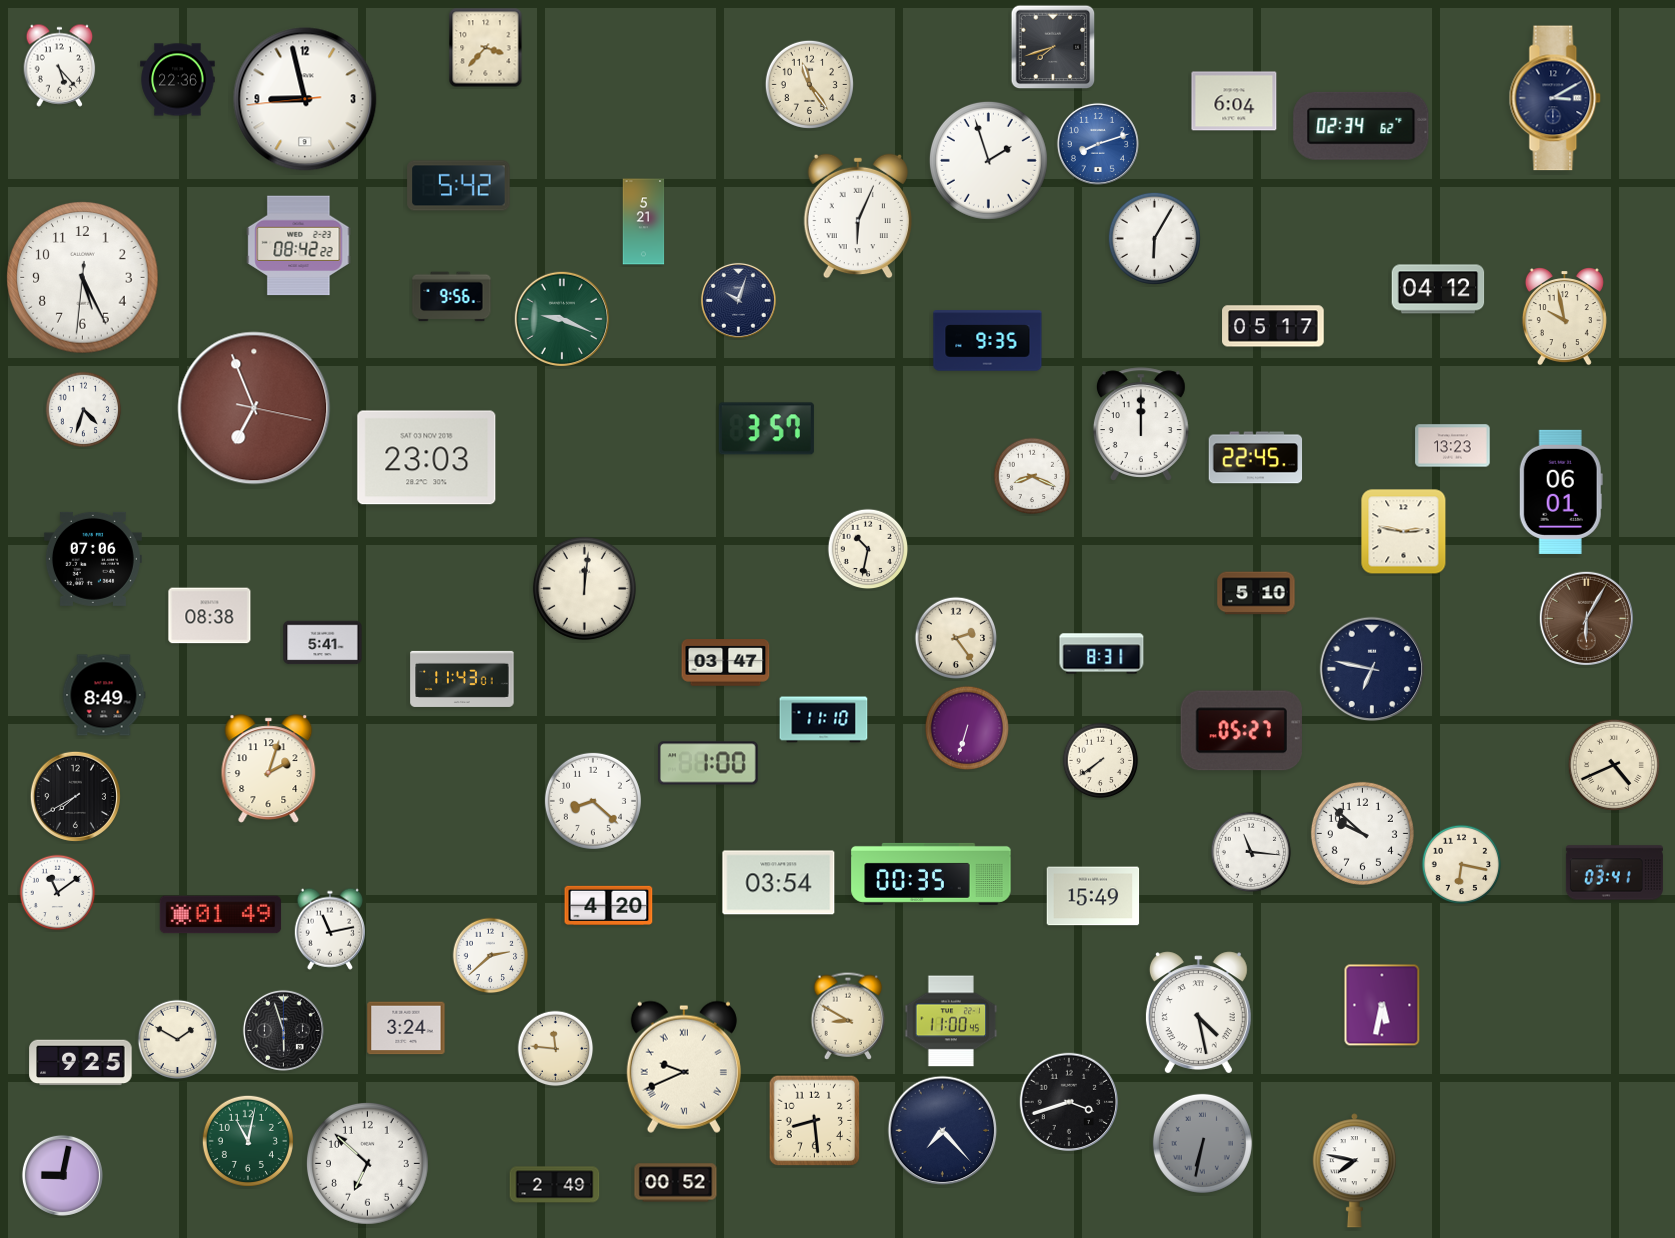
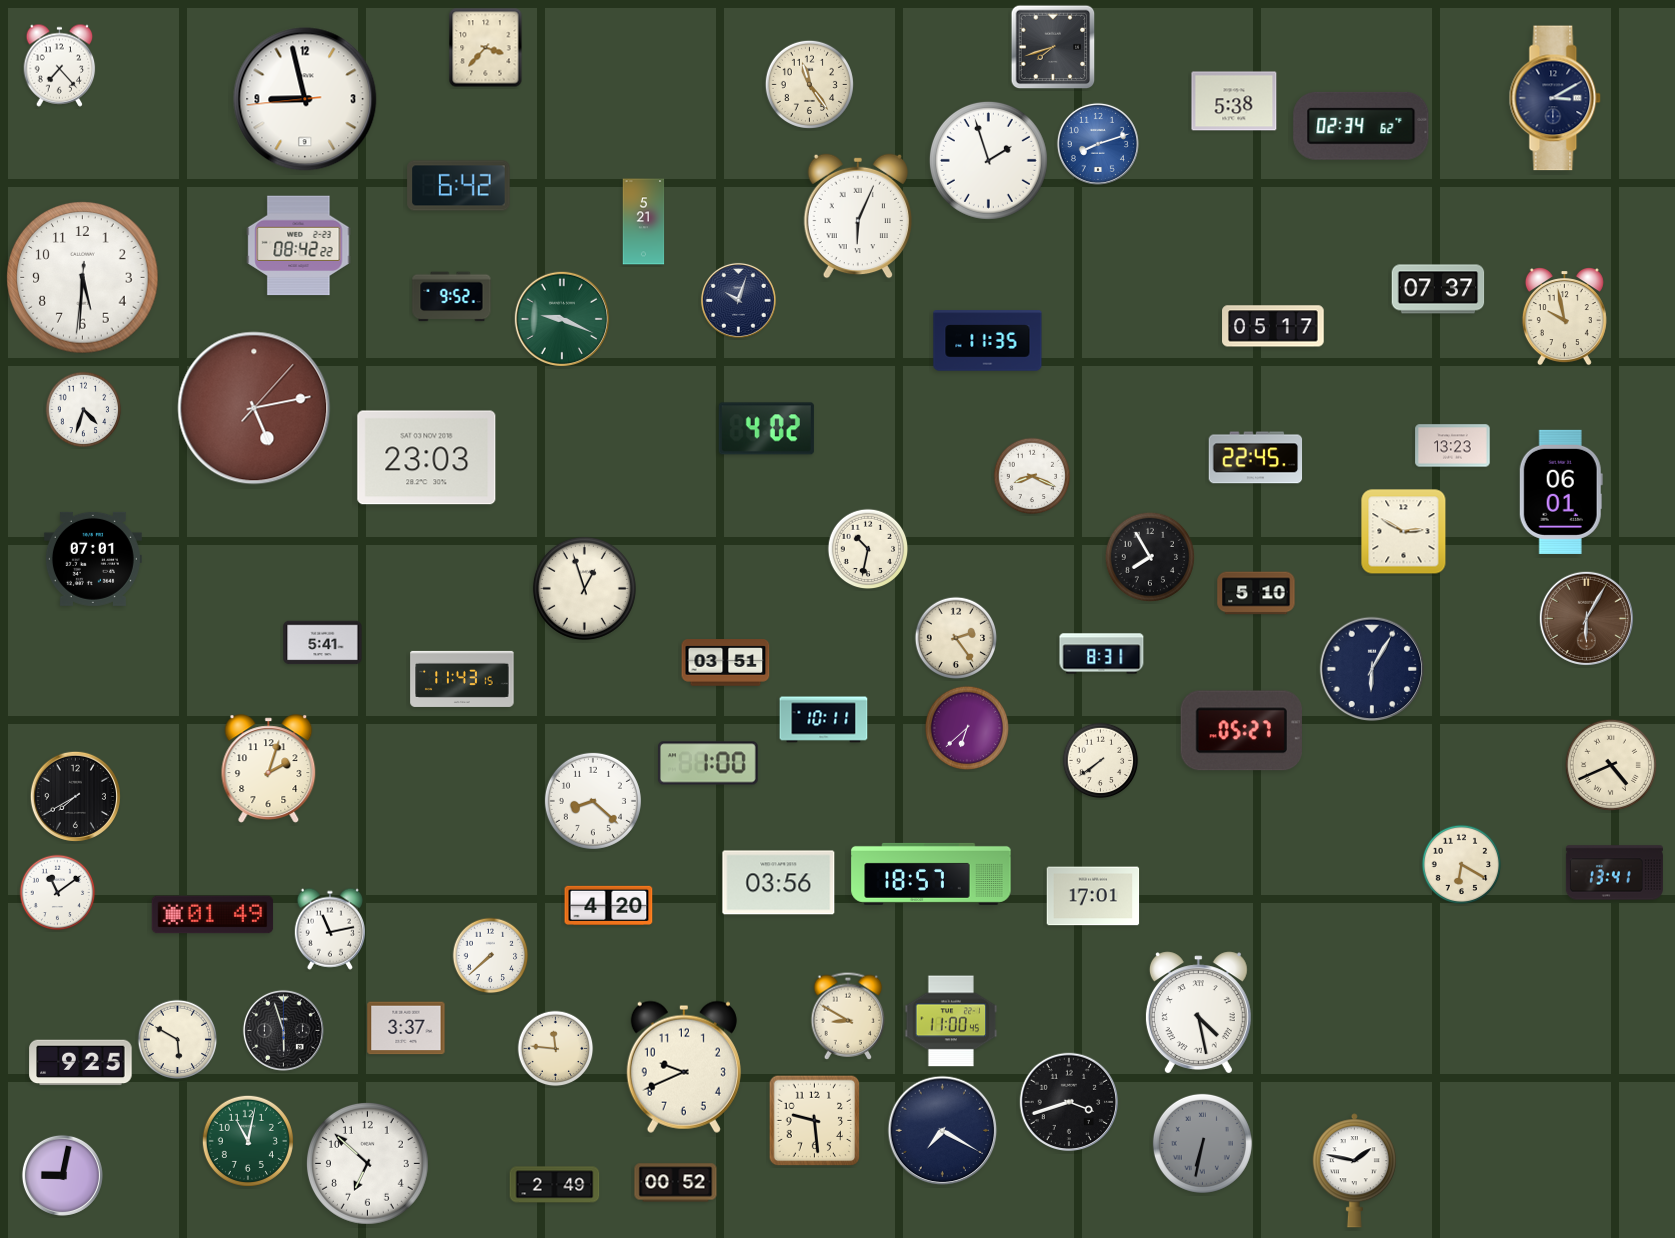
clock at (60, 65): 5:23 -> 7:23
clock at (178, 80): 22:36 -> none
clock at (1234, 101): 6:04 -> 5:38
clock at (459, 186): 5:42 -> 6:42
clock at (1154, 238): 6:05 -> none
clock at (83, 278): 5:25 -> 5:30
clock at (1438, 289): 04:12 -> 07:37
clock at (452, 297): 9:56 -> 9:52
clock at (988, 341): 9:35 -> 11:35
clock at (254, 408): 6:56 -> 5:13
clock at (1141, 424): 12:00 -> none
clock at (766, 429): 3:57 -> 4:02
clock at (1404, 532): 2:47 -> 2:50
clock at (1150, 557): none -> 7:55
clock at (93, 559): 07:06 -> 07:01
clock at (584, 588): 12:01 -> 12:57
clock at (210, 616): 08:38 -> none
clock at (726, 663): 03:47 -> 03:51
clock at (1372, 669): 6:47 -> 6:05
clock at (462, 679): 11:43:01 -> 11:43:15
clock at (104, 695): 8:49 -> none
clock at (824, 720): 11:10 -> 10:11
clock at (966, 727): 6:33 -> 6:38
clock at (1614, 765) position: (1614, 765) -> (1611, 765)
clock at (1362, 833): 9:52 -> none
clock at (1251, 852): 11:16 -> none
clock at (1462, 865): 6:17 -> 6:20
clock at (1614, 873): 03:41 -> 13:41
clock at (931, 874): 00:35 -> 18:57
clock at (779, 883): 03:54 -> 03:56
clock at (1093, 896): 15:49 -> 17:01
clock at (221, 915) position: (221, 915) -> (213, 915)
clock at (491, 956): 2:38 -> 7:38
clock at (1382, 1005): 5:32 -> none
clock at (406, 1028): 3:24 -> 3:37
clock at (178, 1040): 1:50 -> 5:50
clock at (684, 1067) numerals: Roman -> Arabic
clock at (815, 1121): 8:29 -> 9:29
clock at (943, 1131): 7:23 -> 7:20
clock at (1354, 1171): 7:47 -> 1:47
